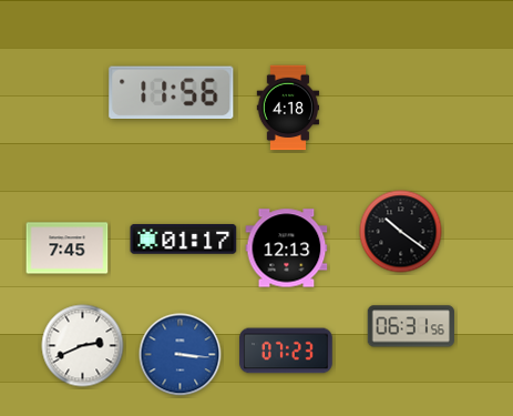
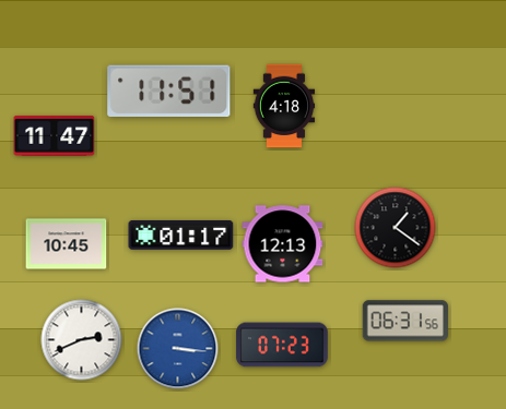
clock at (172, 92): 11:56 -> 11:51
clock at (55, 135): none -> 11:47
clock at (401, 232): 10:21 -> 1:21
clock at (68, 248): 7:45 -> 10:45
